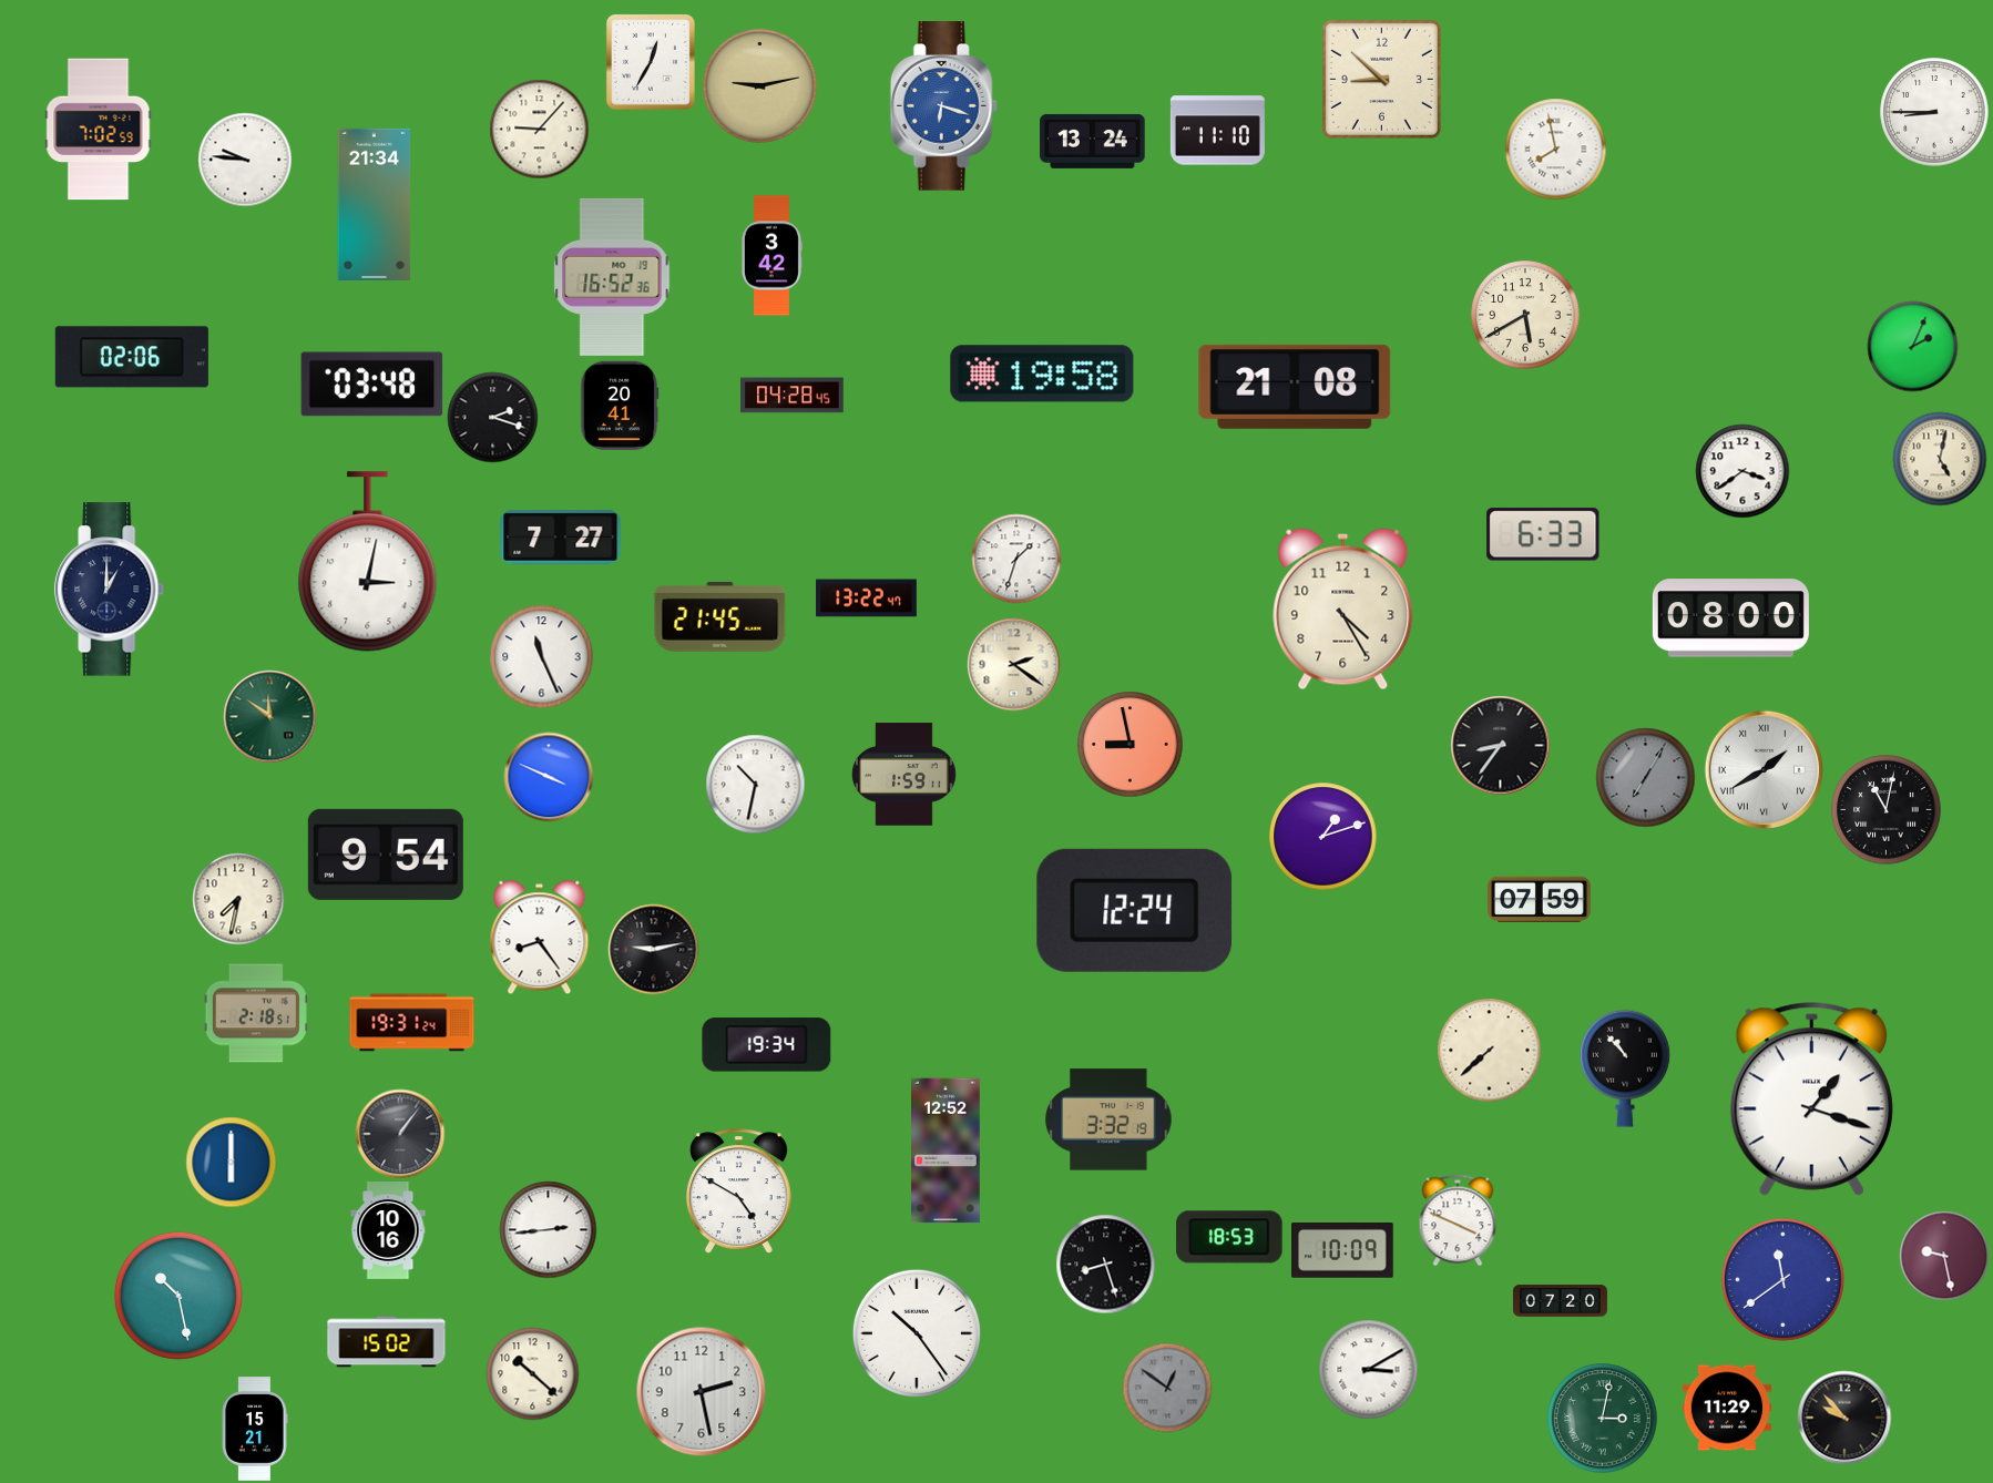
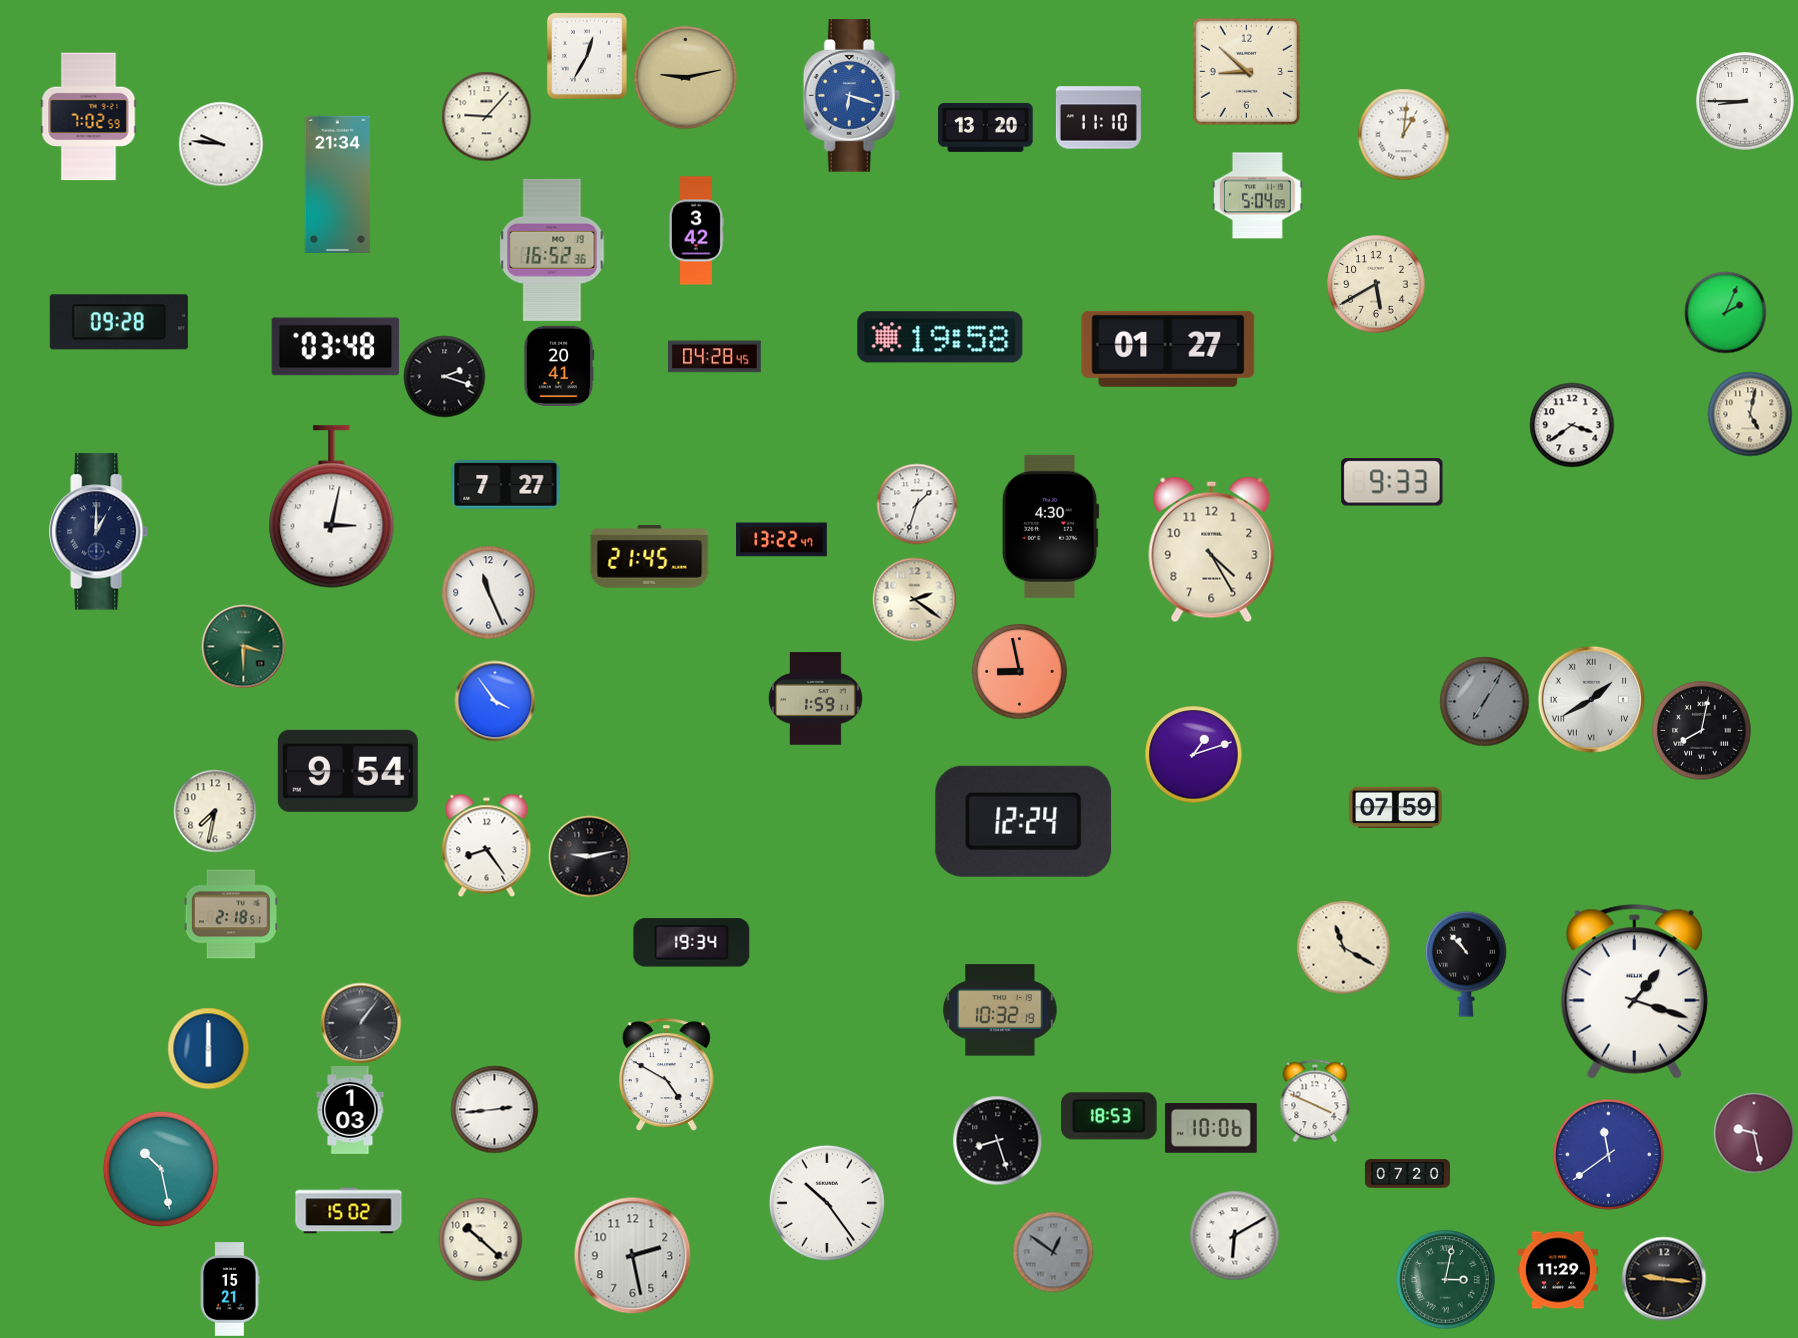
clock at (1093, 141): 13:24 -> 13:20
clock at (1555, 149): 7:58 -> 1:01
clock at (1258, 196): none -> 5:04
clock at (132, 357): 02:06 -> 09:28
clock at (1295, 387): 21:08 -> 01:27
clock at (1543, 534): 6:33 -> 9:33
clock at (1050, 526): none -> 4:30
clock at (1730, 618): 08:00 -> none
clock at (269, 716): 11:51 -> 3:30
clock at (1500, 745): 8:36 -> none
clock at (1764, 769) position: (1764, 769) -> (1591, 699)
clock at (549, 777): 3:49 -> 3:54
clock at (755, 784): 10:32 -> none
clock at (1887, 810): 11:02 -> 8:02
clock at (1540, 900) position: (1540, 900) -> (1396, 808)
clock at (412, 1023): 19:31 -> none
clock at (1489, 1050): 7:38 -> 11:20
clock at (1108, 1119): 3:32 -> 10:32
clock at (947, 1150): 12:52 -> none
clock at (388, 1231): 10:16 -> 1:03
clock at (1343, 1250): 10:09 -> 10:06
clock at (1368, 1369): 3:10 -> 6:10
clock at (1844, 1418): 9:53 -> 9:16
